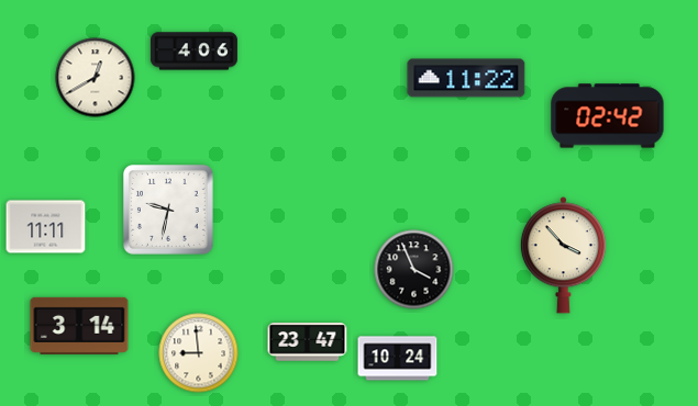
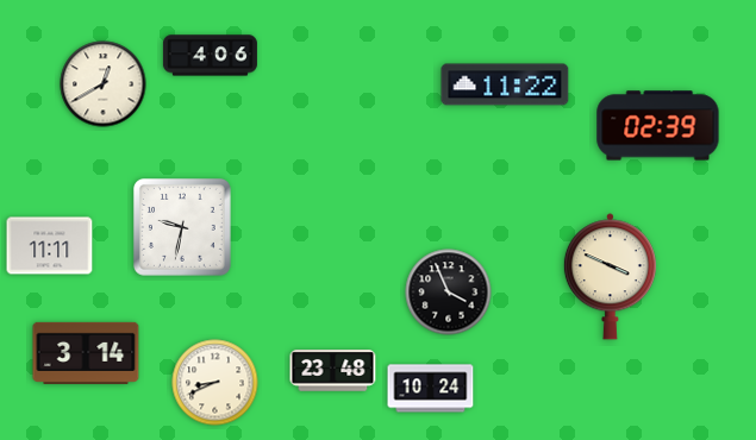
clock at (608, 116): 02:42 -> 02:39
clock at (563, 256): 3:53 -> 3:49
clock at (308, 342): 23:47 -> 23:48
clock at (199, 353): 8:59 -> 8:41
